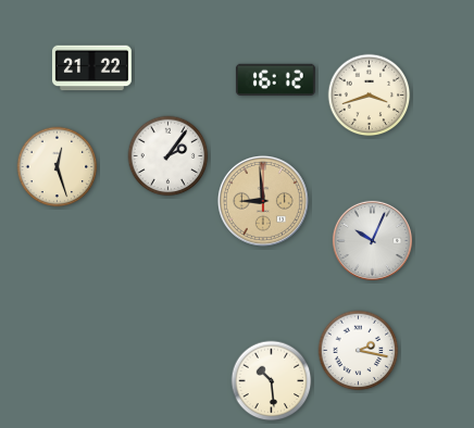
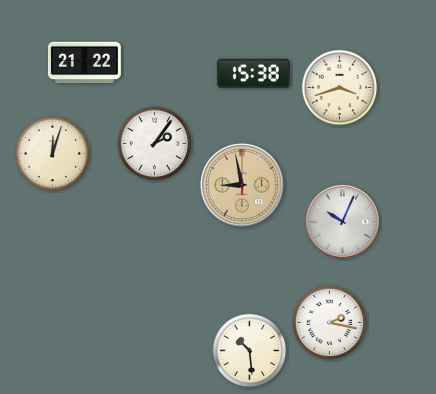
clock at (275, 79): 16:12 -> 15:38
clock at (58, 167): 12:27 -> 12:03
clock at (263, 201): 8:59 -> 8:58
